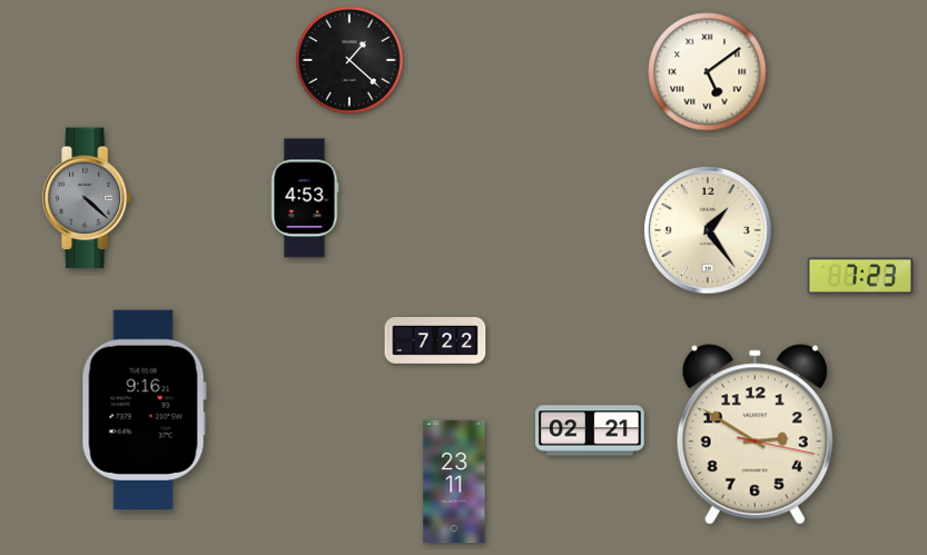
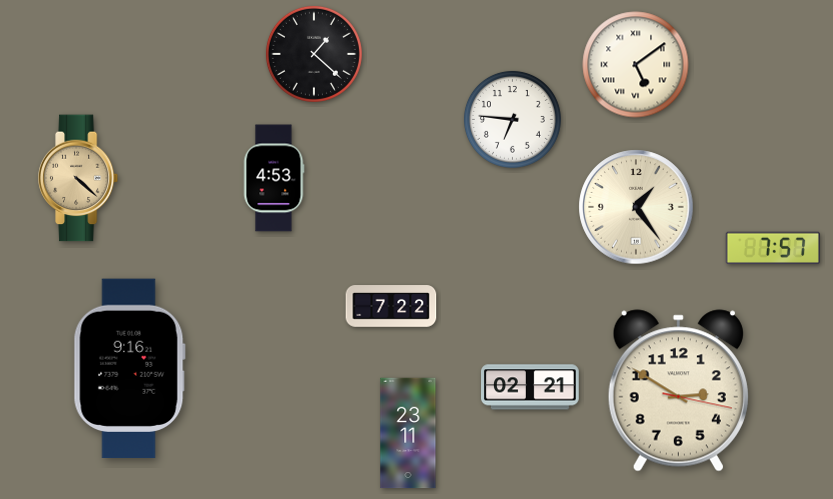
clock at (512, 119): none -> 6:46
clock at (88, 198) dial: grey -> champagne
clock at (860, 276): 7:23 -> 7:57
